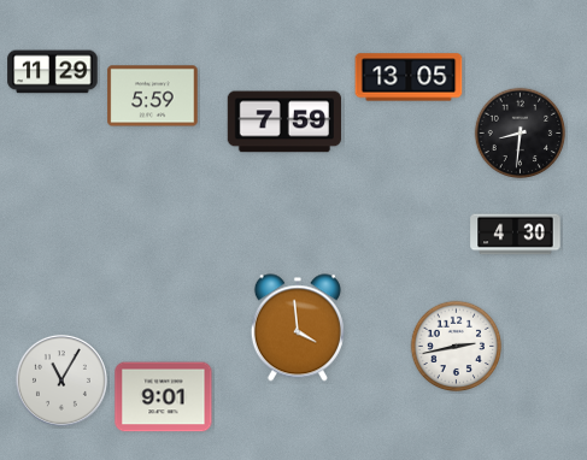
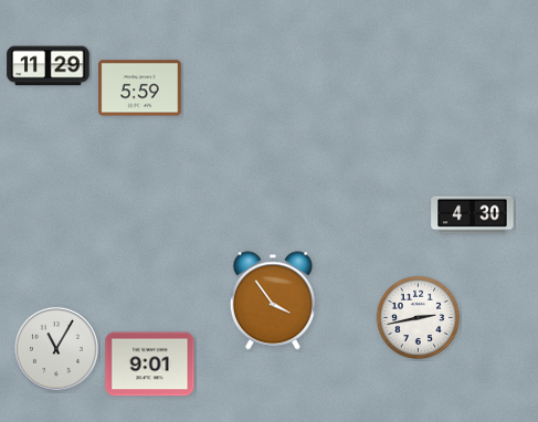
clock at (409, 77): 13:05 -> none
clock at (283, 122): 7:59 -> none
clock at (521, 134): 8:31 -> none
clock at (298, 328): 3:59 -> 3:54
